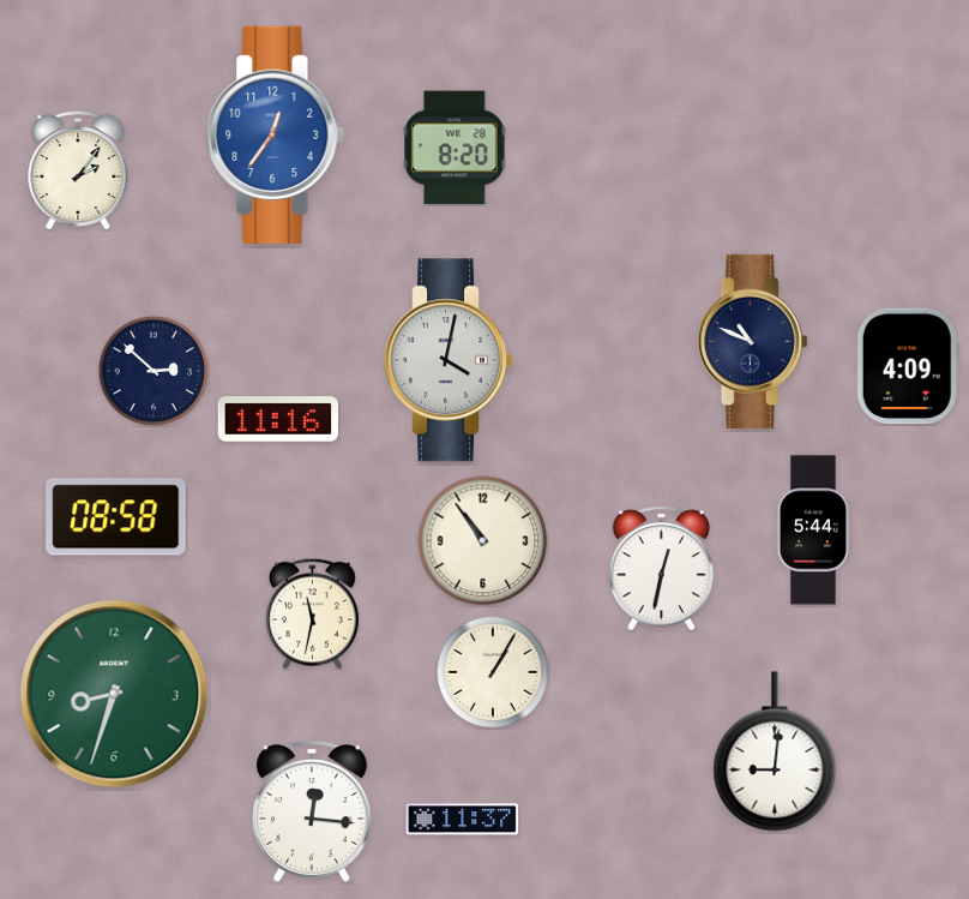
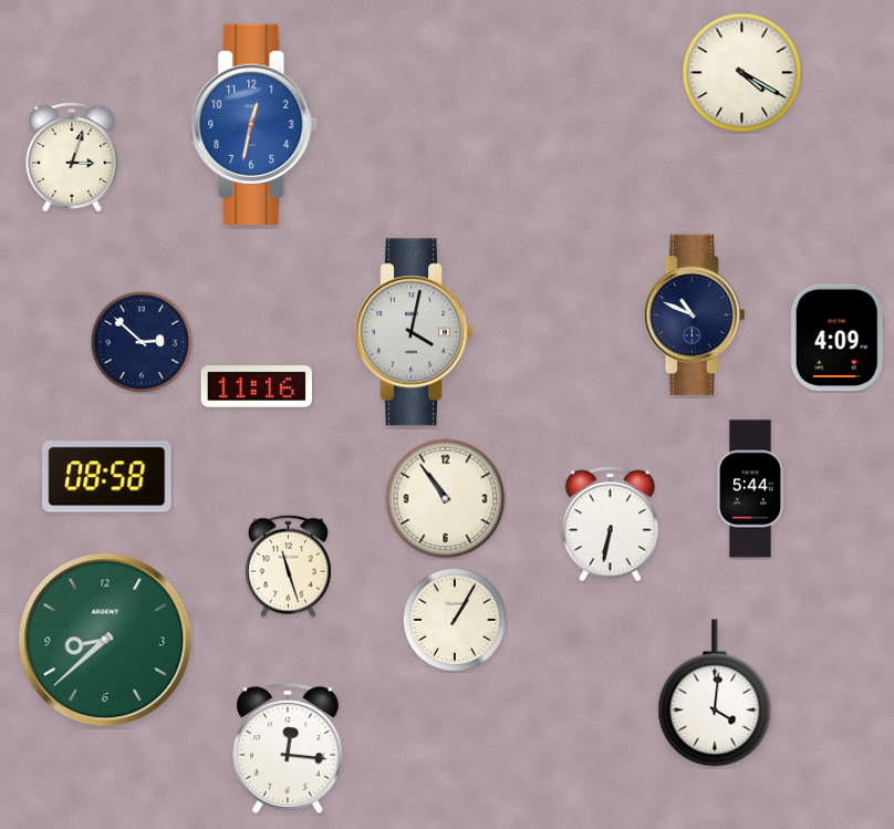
clock at (742, 73): none -> 4:20
clock at (276, 136): 12:36 -> 12:32
clock at (456, 148): 8:20 -> none
clock at (78, 170): 2:06 -> 3:03
clock at (661, 569): 12:32 -> 6:32
clock at (312, 613): 11:32 -> 11:27
clock at (114, 694): 8:33 -> 8:38
clock at (775, 751): 9:01 -> 4:01
clock at (463, 820): 11:37 -> none
